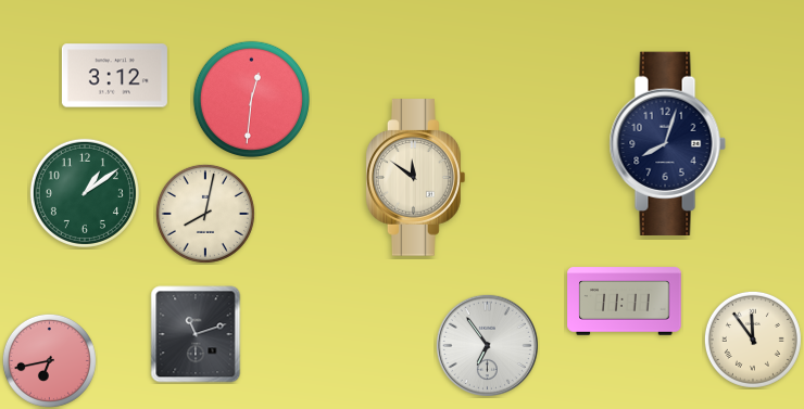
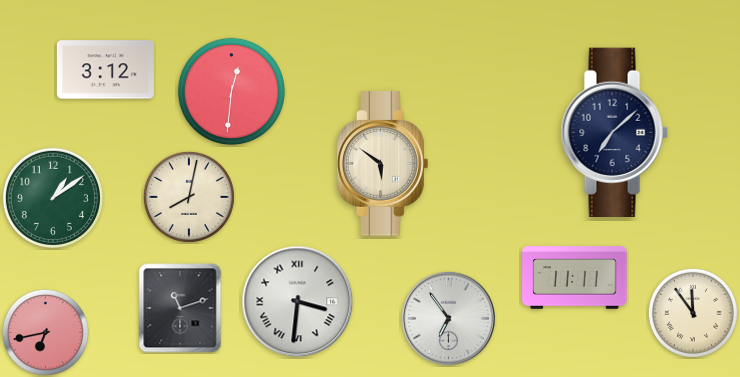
clock at (667, 143): 8:03 -> 7:08
clock at (416, 178): 11:51 -> 5:51
clock at (85, 193) position: (85, 193) -> (53, 198)
clock at (298, 302): none -> 3:31
